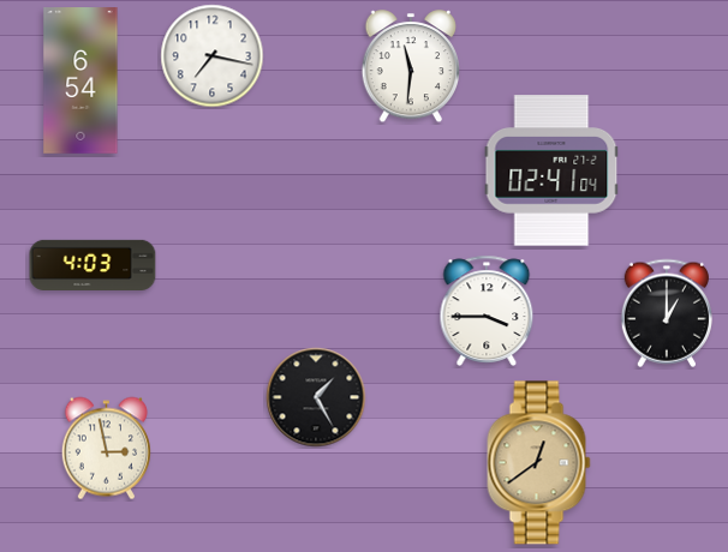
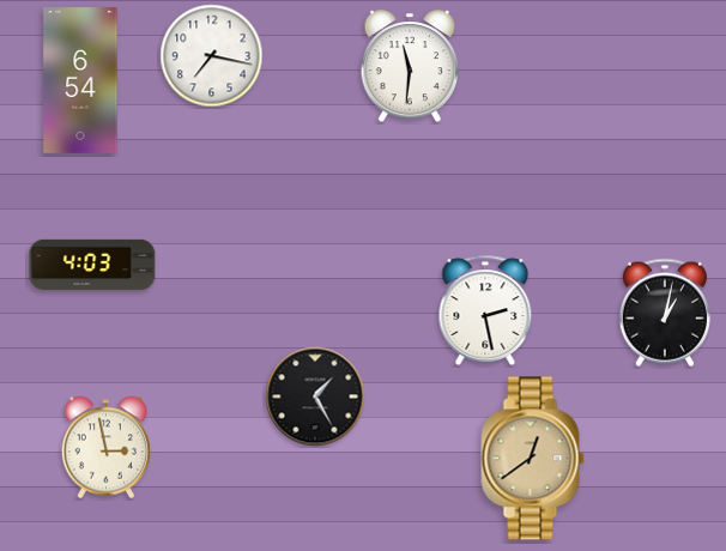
clock at (551, 170): 02:41 -> none
clock at (487, 311): 3:45 -> 2:28
clock at (667, 313): 1:00 -> 1:02
clock at (539, 463) position: (539, 463) -> (533, 459)
